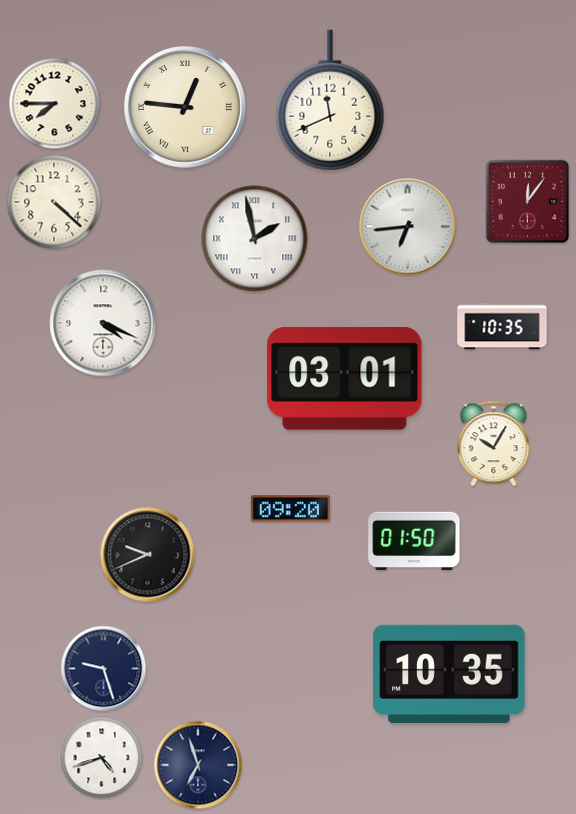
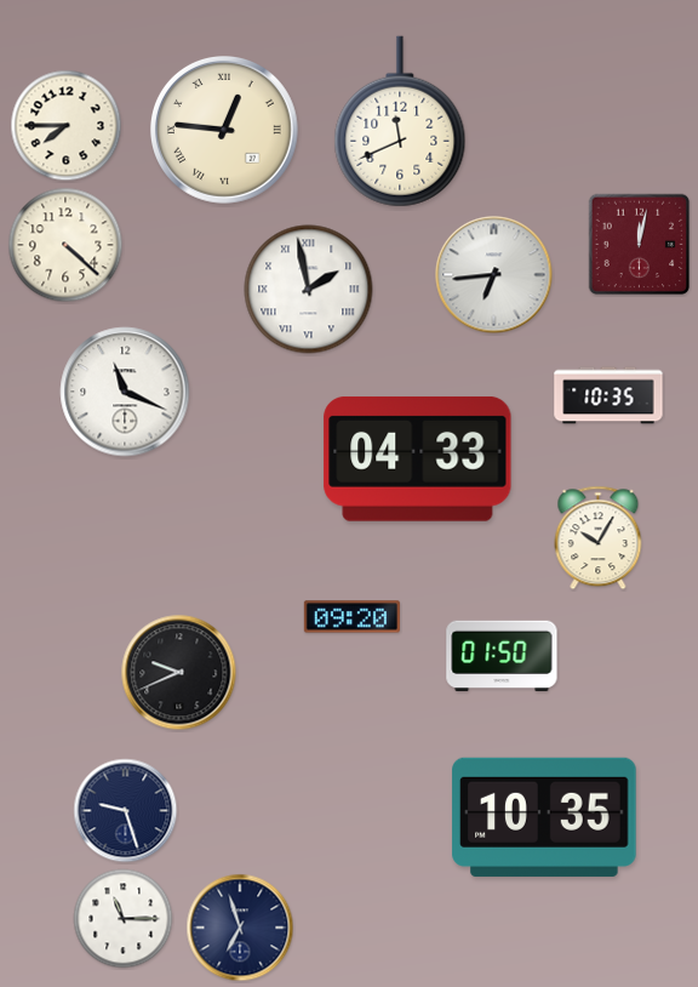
clock at (528, 202): 12:06 -> 12:02
clock at (103, 323): 4:19 -> 11:19
clock at (345, 378): 03:01 -> 04:33
clock at (102, 758): 4:42 -> 11:15
